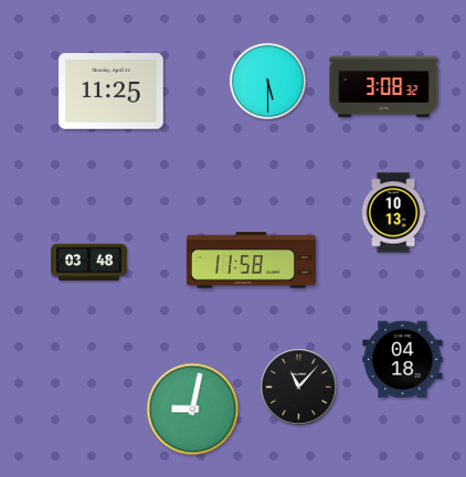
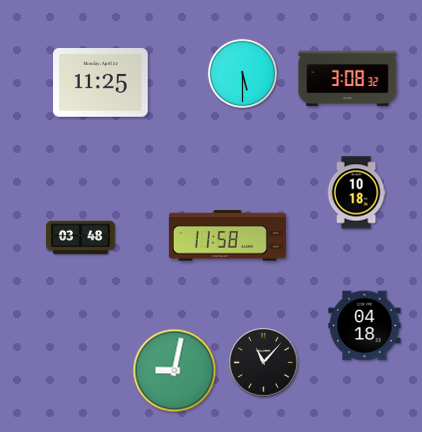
clock at (393, 213): 10:13 -> 10:18
clock at (299, 388) position: (299, 388) -> (264, 363)
